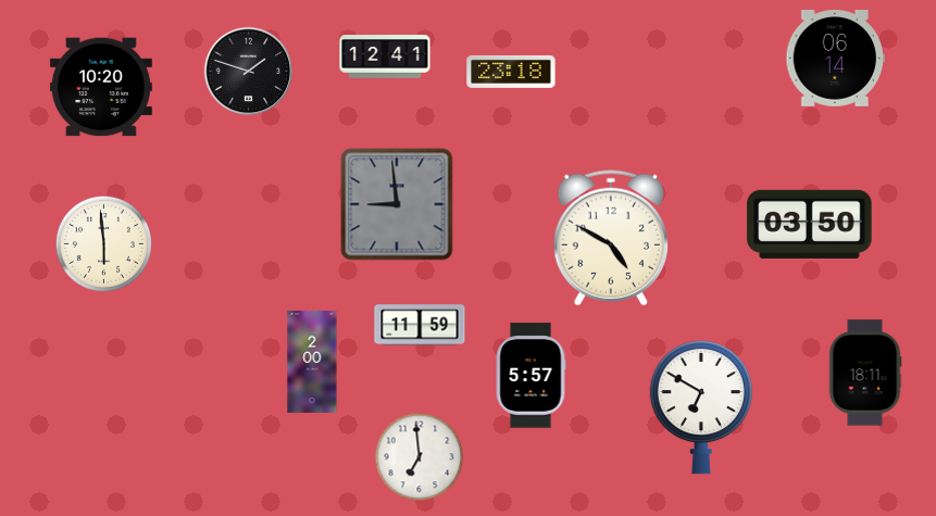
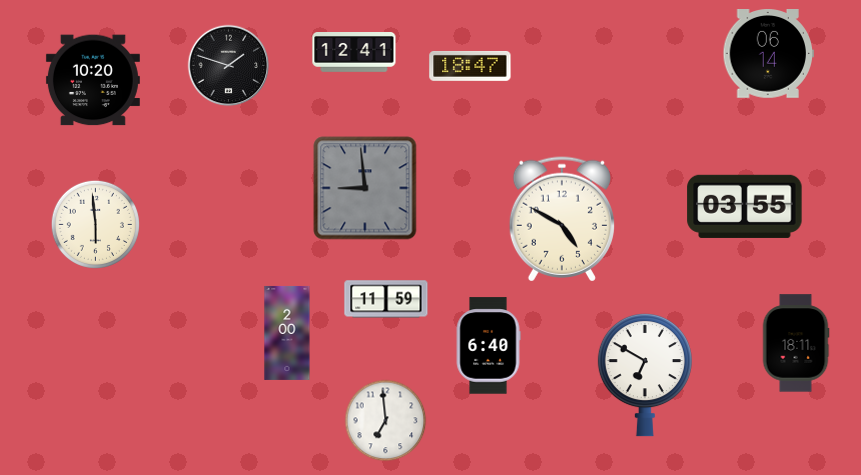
clock at (511, 72): 23:18 -> 18:47
clock at (810, 224): 03:50 -> 03:55
clock at (531, 376): 5:57 -> 6:40
